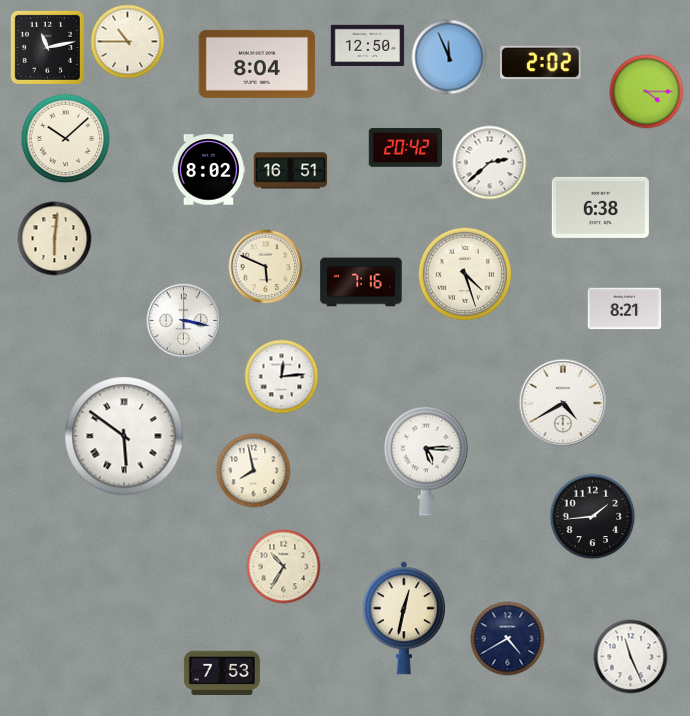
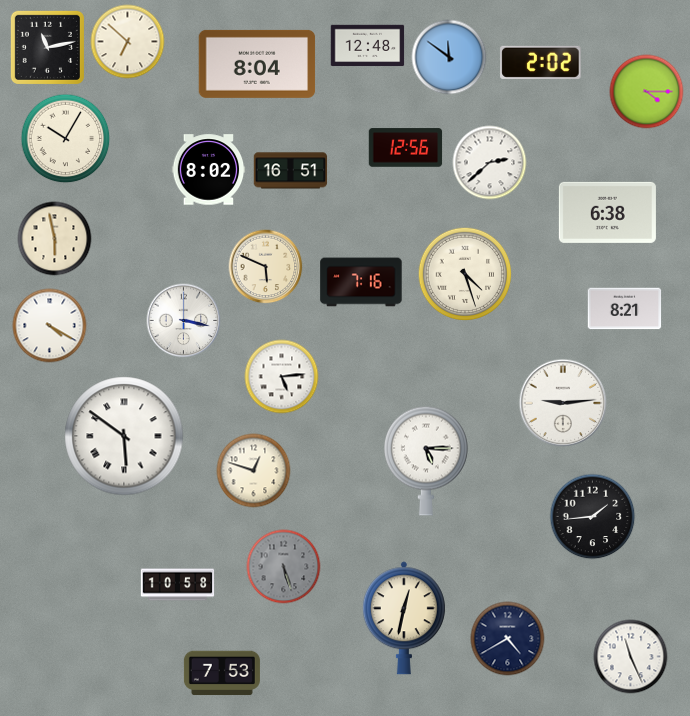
clock at (128, 42): 10:45 -> 6:52
clock at (368, 46): 12:50 -> 12:48
clock at (449, 57): 11:56 -> 11:51
clock at (66, 139): 10:08 -> 10:05
clock at (406, 148): 20:42 -> 12:56
clock at (600, 207) position: (600, 207) -> (607, 212)
clock at (55, 239): 6:01 -> 5:58
clock at (50, 326): none -> 4:20
clock at (282, 377): 12:14 -> 5:14
clock at (563, 403): 4:40 -> 9:14
clock at (254, 471): 7:58 -> 12:48
clock at (284, 567): 10:35 -> 5:27
clock at (284, 567) dial: cream -> grey
clock at (178, 585): none -> 10:58
